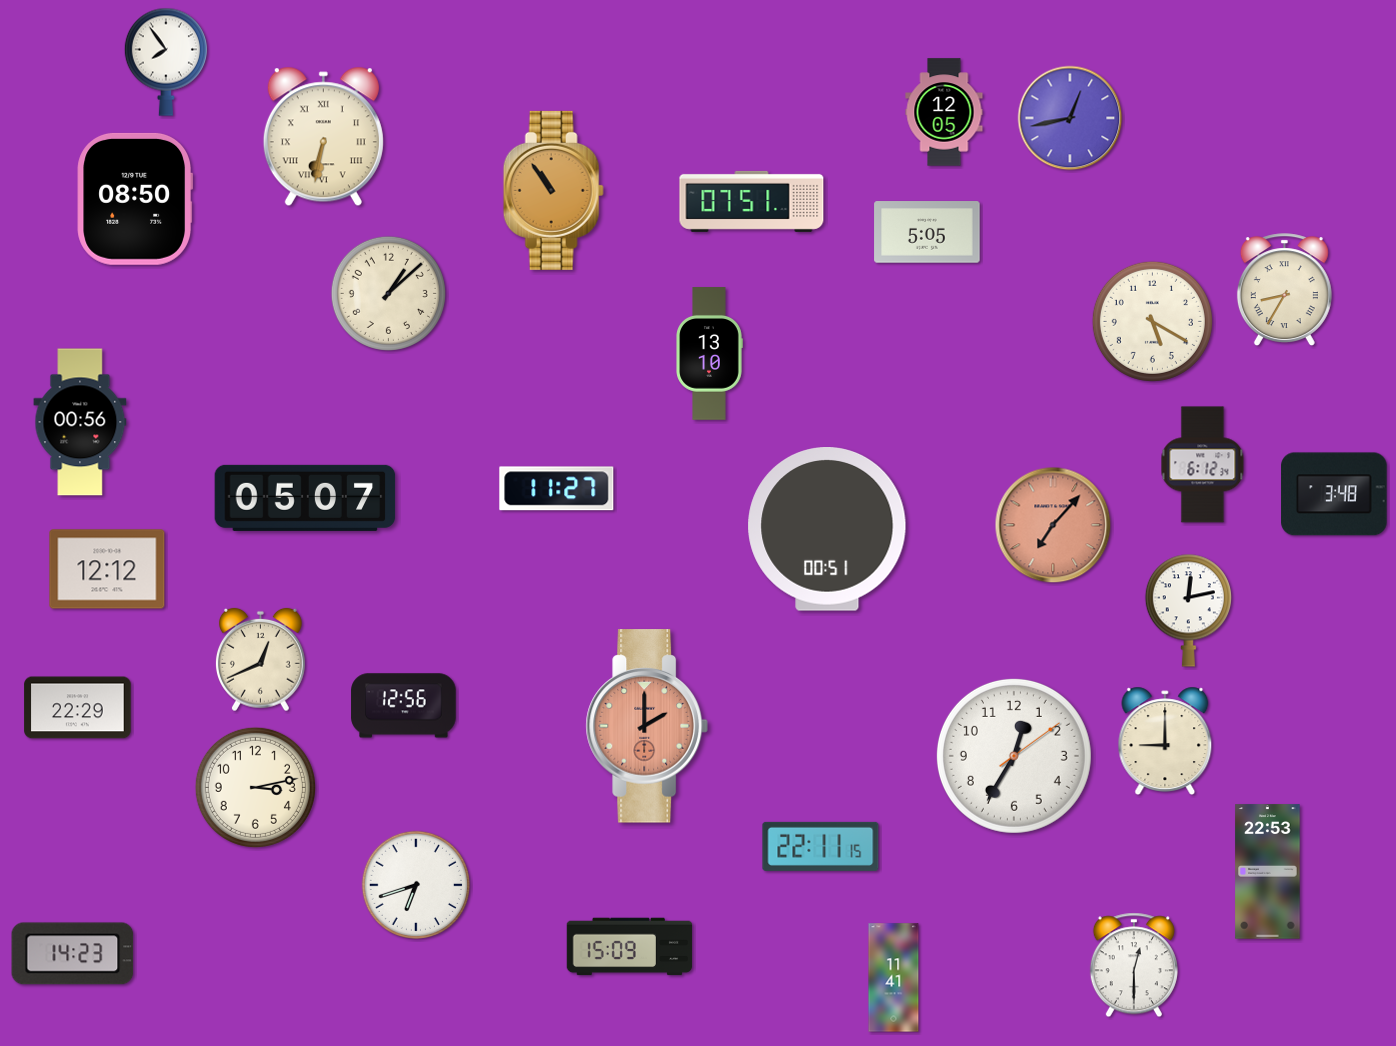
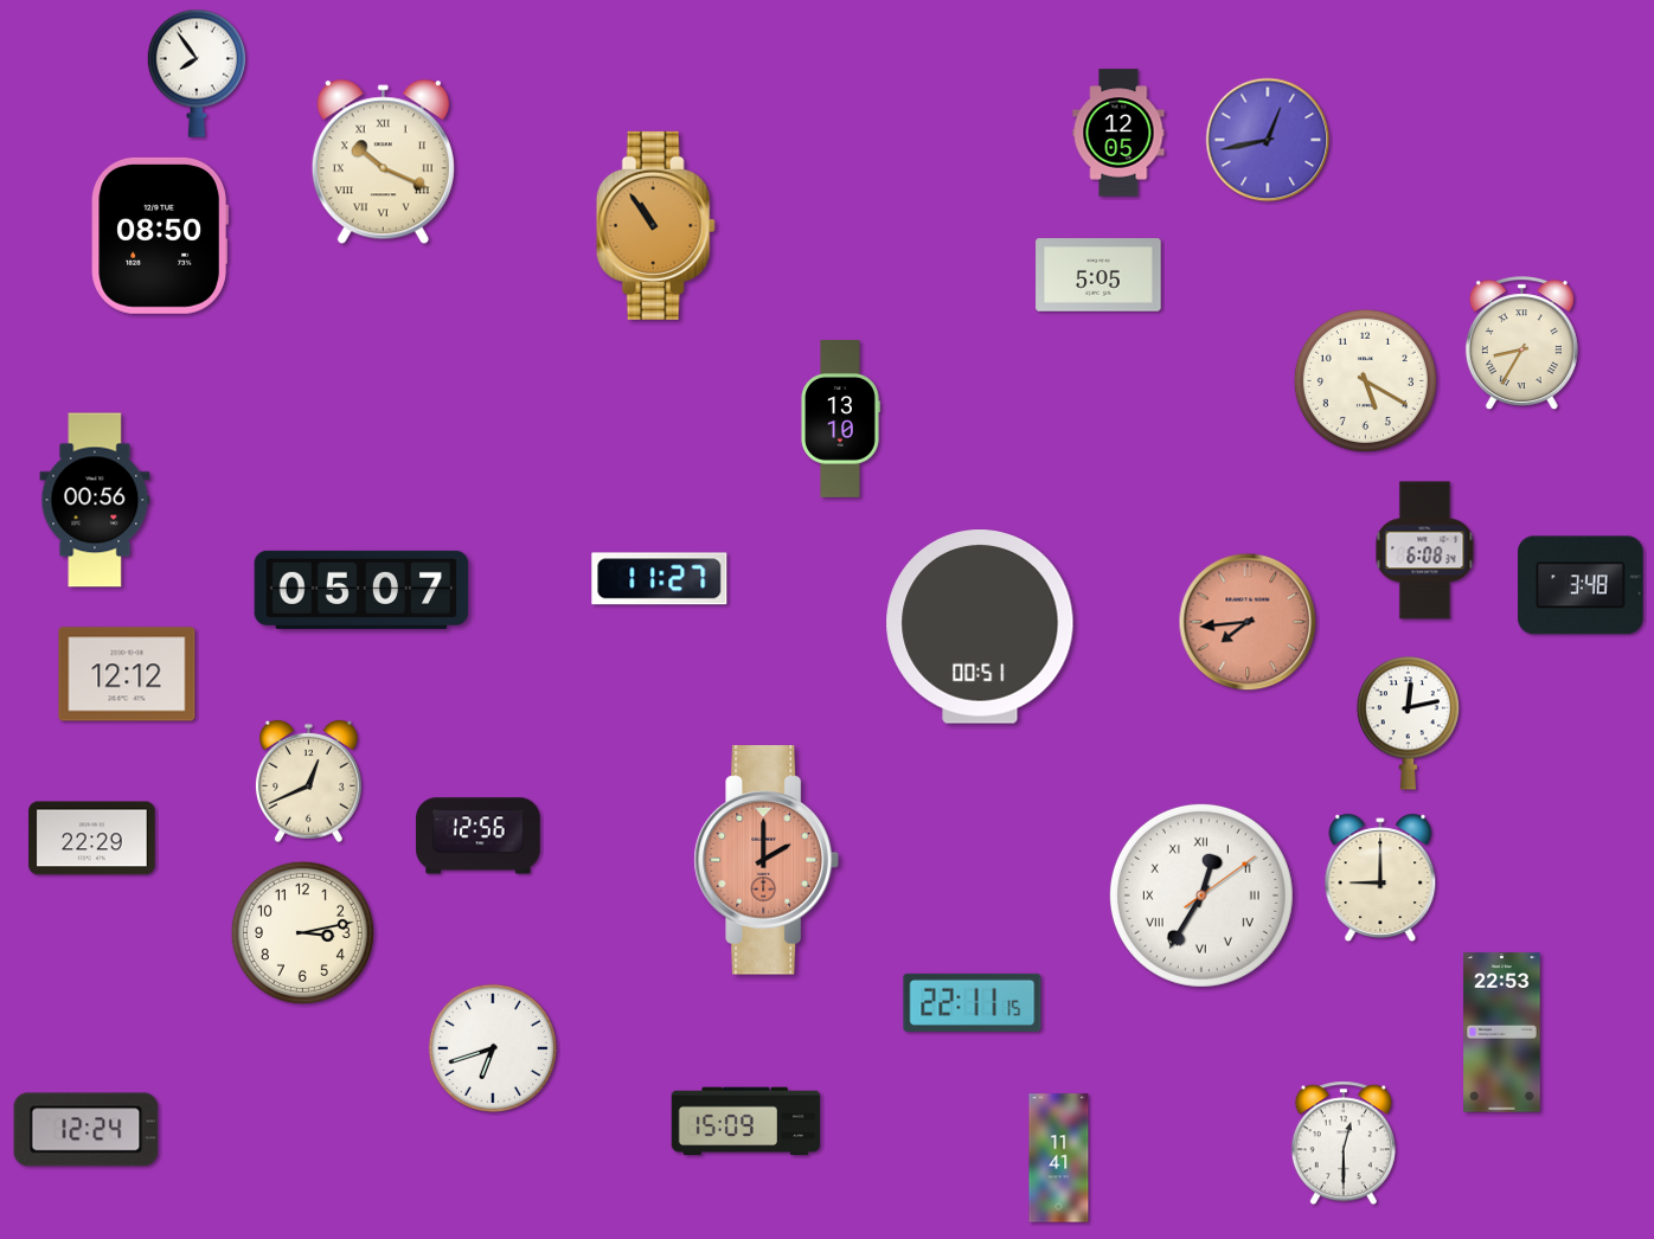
clock at (323, 137): 6:32 -> 10:19
clock at (752, 201): 07:51 -> none
clock at (388, 293): 1:08 -> none
clock at (1203, 465): 6:12 -> 6:08
clock at (1053, 525): 7:07 -> 7:44
clock at (1014, 756) numerals: Arabic -> Roman
clock at (73, 954): 14:23 -> 12:24
